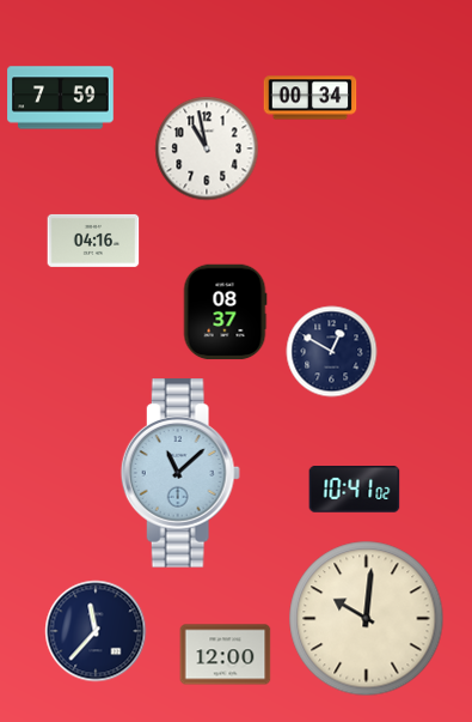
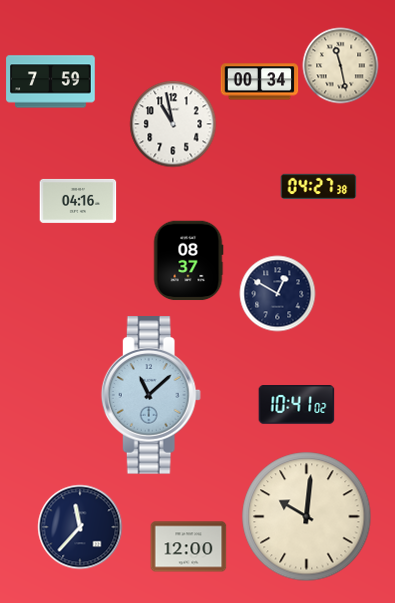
clock at (341, 66): none -> 11:28
clock at (319, 186): none -> 04:27
clock at (355, 490) position: (355, 490) -> (297, 405)
